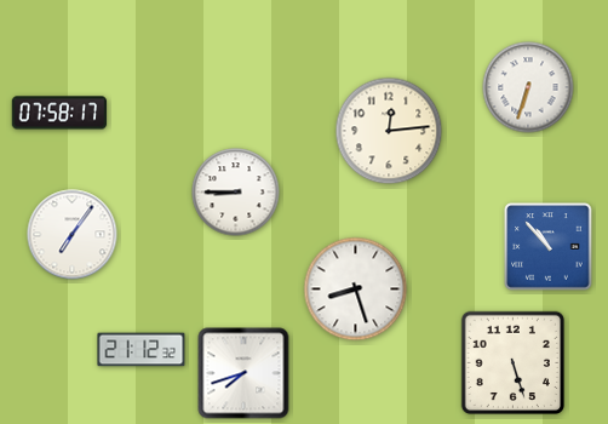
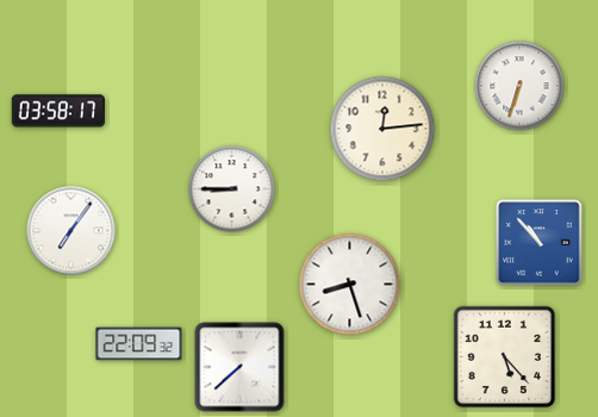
clock at (59, 113): 07:58 -> 03:58
clock at (142, 350): 21:12 -> 22:09
clock at (512, 362): 5:27 -> 5:23
clock at (243, 373): 7:42 -> 7:38
